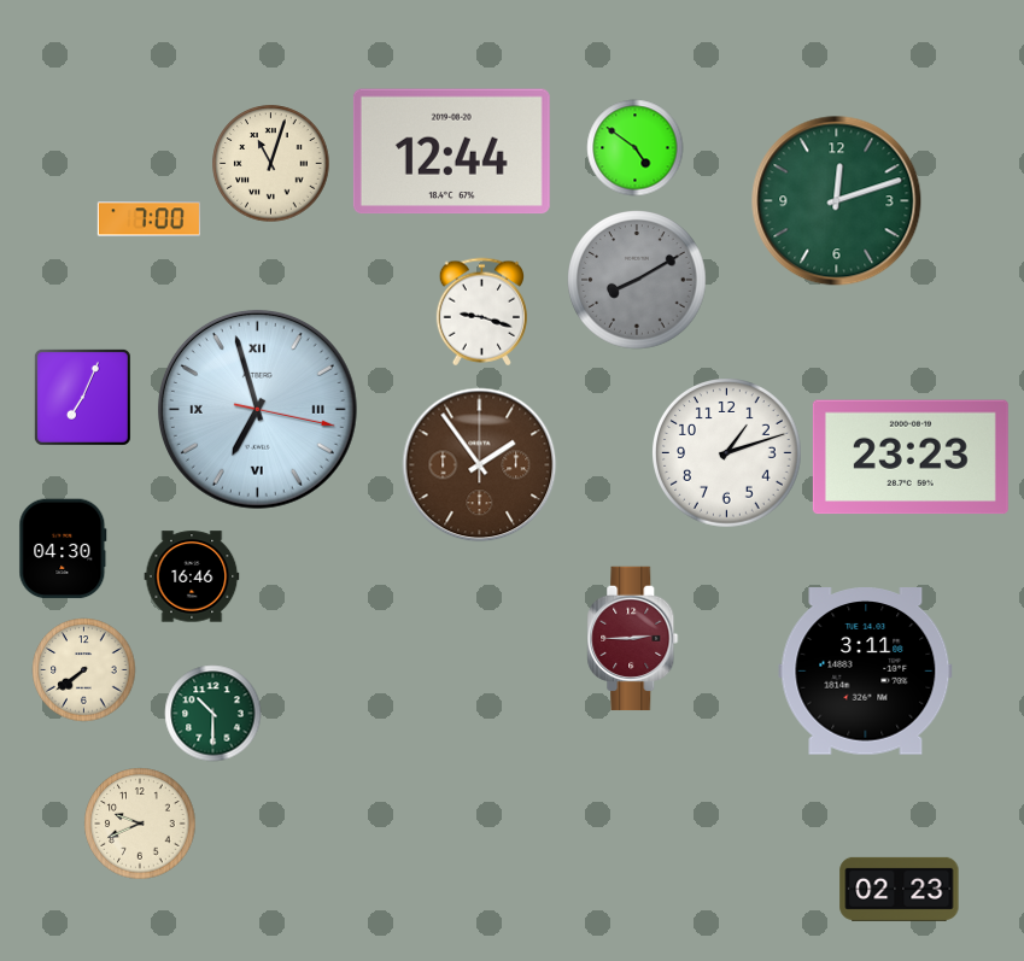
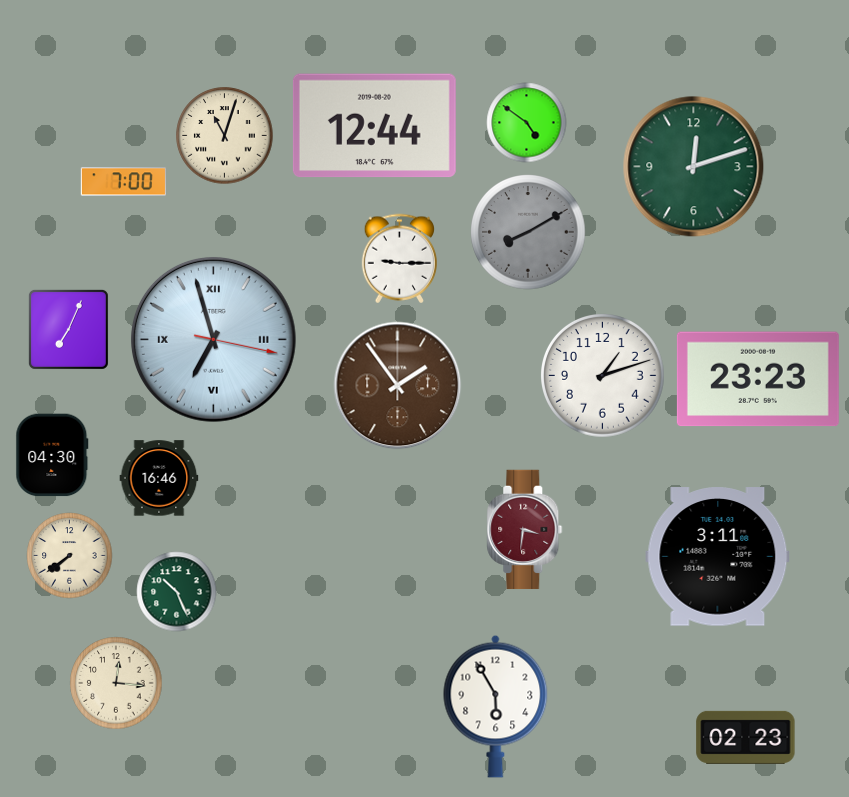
clock at (481, 312): 9:18 -> 9:15
clock at (911, 457) position: (911, 457) -> (758, 379)
clock at (633, 639): 2:45 -> 3:31
clock at (213, 714): 10:30 -> 10:26
clock at (140, 824): 9:41 -> 12:16
clock at (496, 706): none -> 5:55
